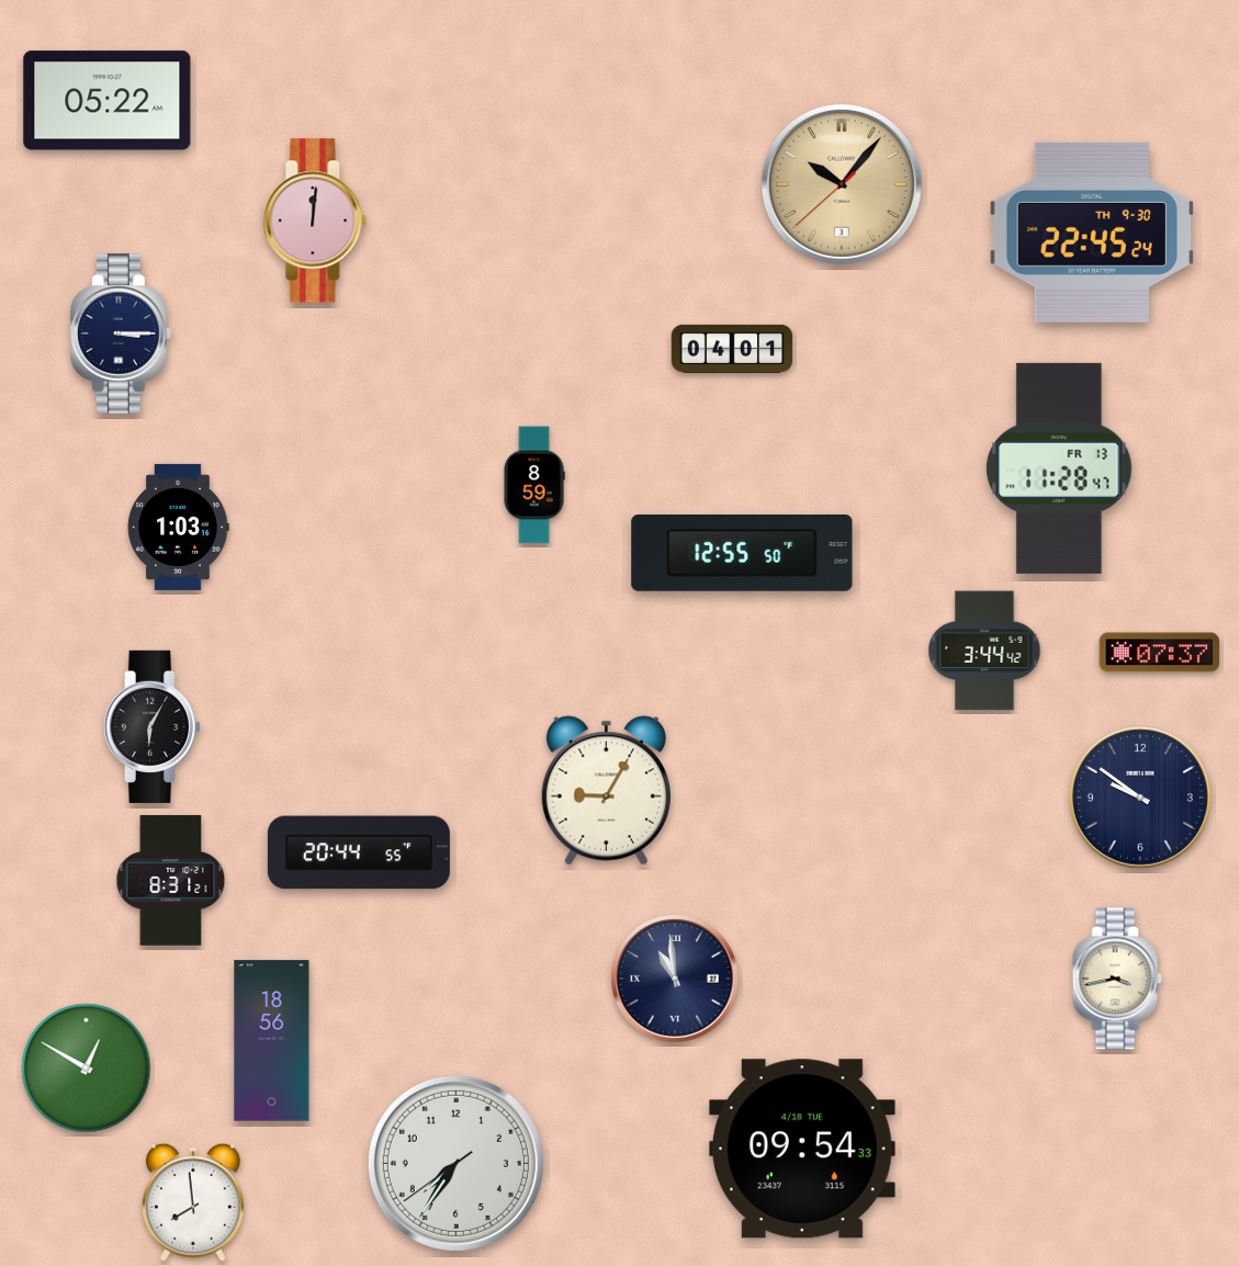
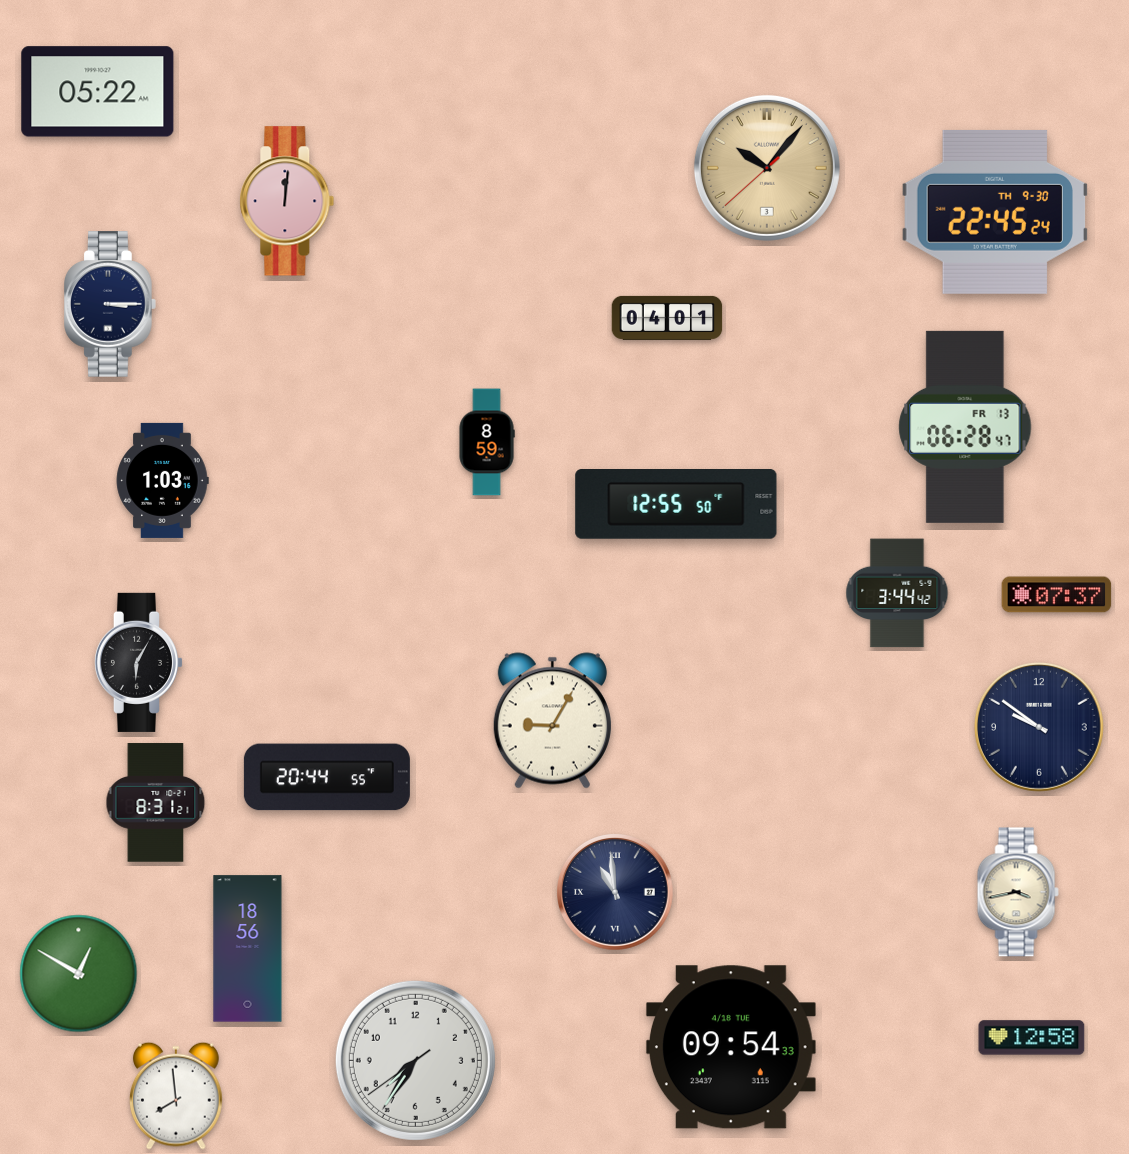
clock at (1059, 468): 11:28 -> 06:28
clock at (1032, 1038): none -> 12:58
